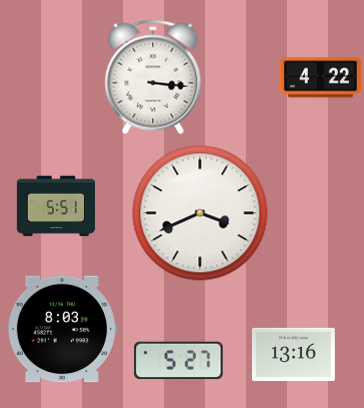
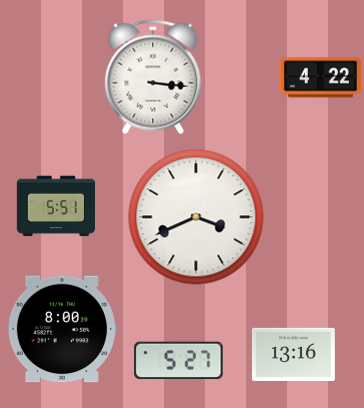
clock at (200, 213) position: (200, 213) -> (196, 217)
clock at (62, 329): 8:03 -> 8:00
